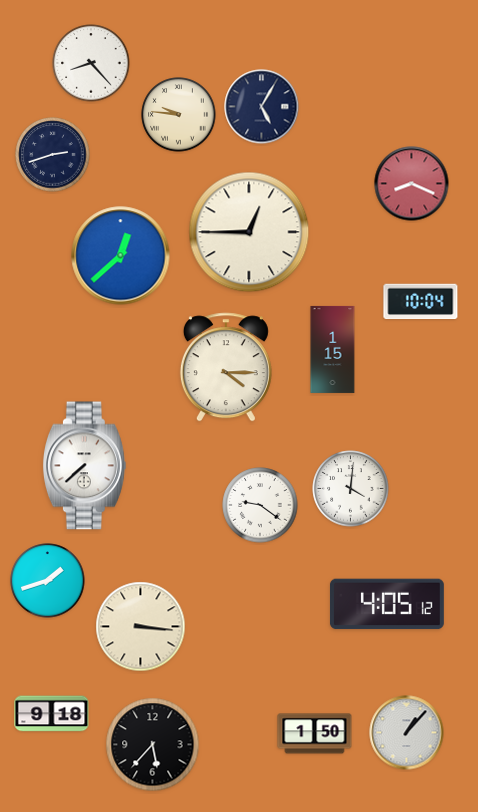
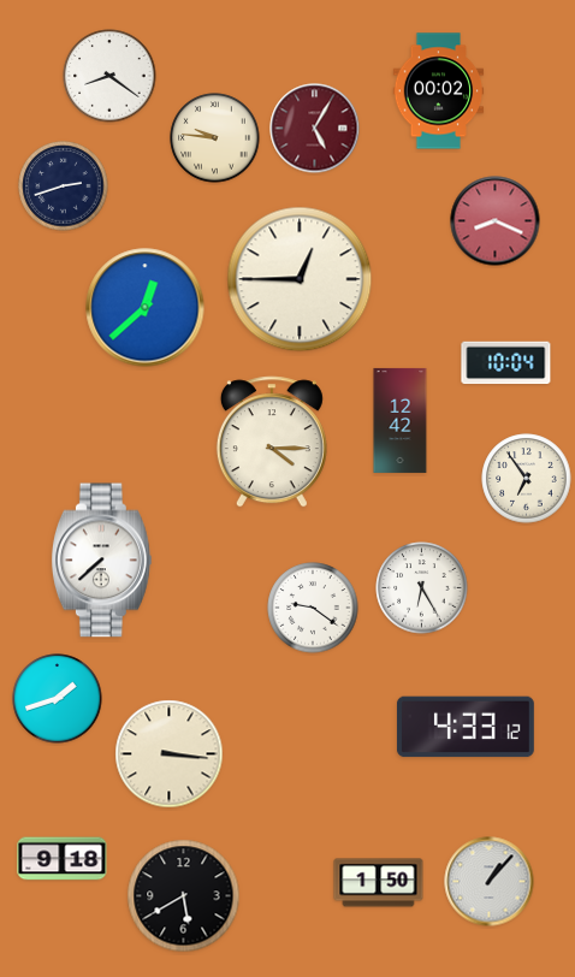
clock at (91, 63): 8:23 -> 8:21
clock at (439, 91): none -> 00:02
clock at (262, 107) dial: navy -> burgundy
clock at (333, 349): 1:15 -> 12:42
clock at (527, 479): none -> 6:54
clock at (351, 489): 4:01 -> 6:25
clock at (387, 604): 4:05 -> 4:33
clock at (153, 745): 5:37 -> 5:40
